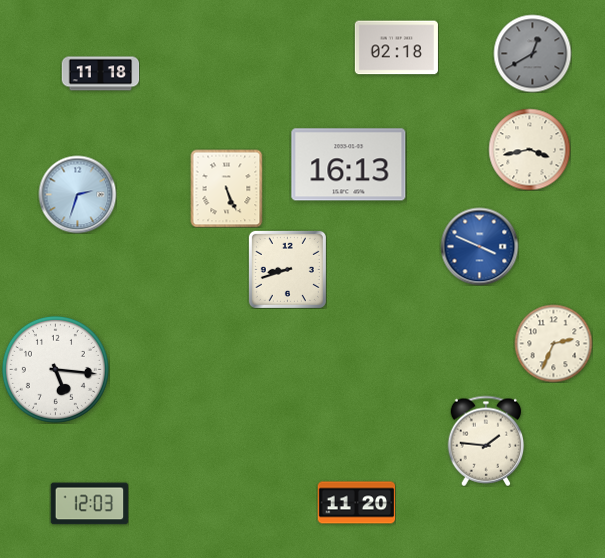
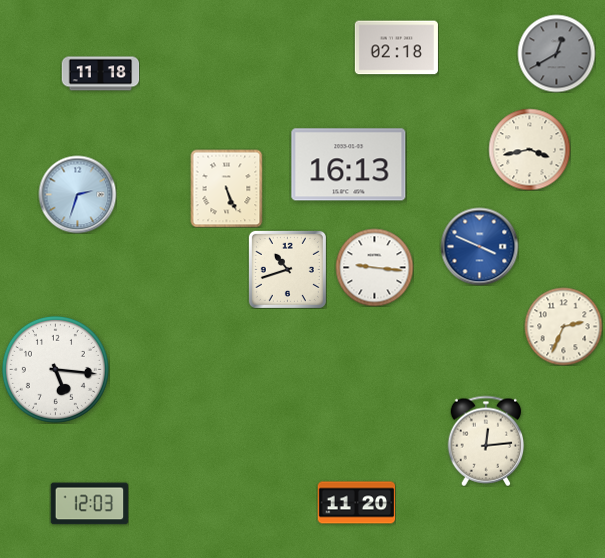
clock at (532, 53) position: (532, 53) -> (556, 53)
clock at (374, 267): none -> 9:16
clock at (287, 269): 8:42 -> 10:42
clock at (553, 343) position: (553, 343) -> (563, 326)
clock at (486, 441): 1:46 -> 12:14
